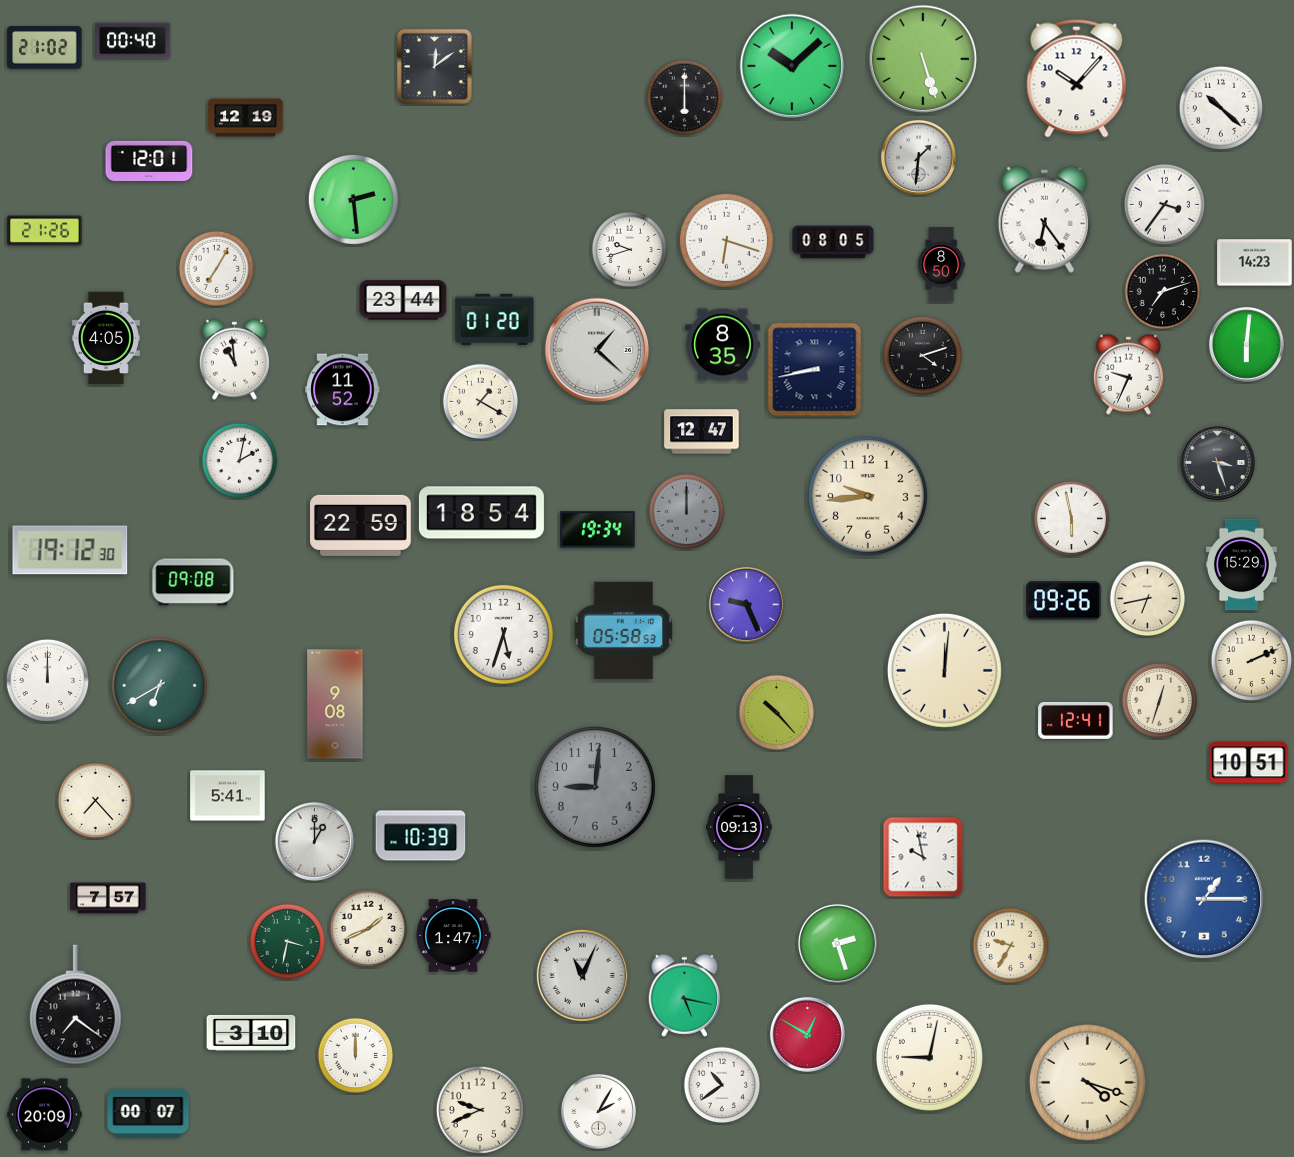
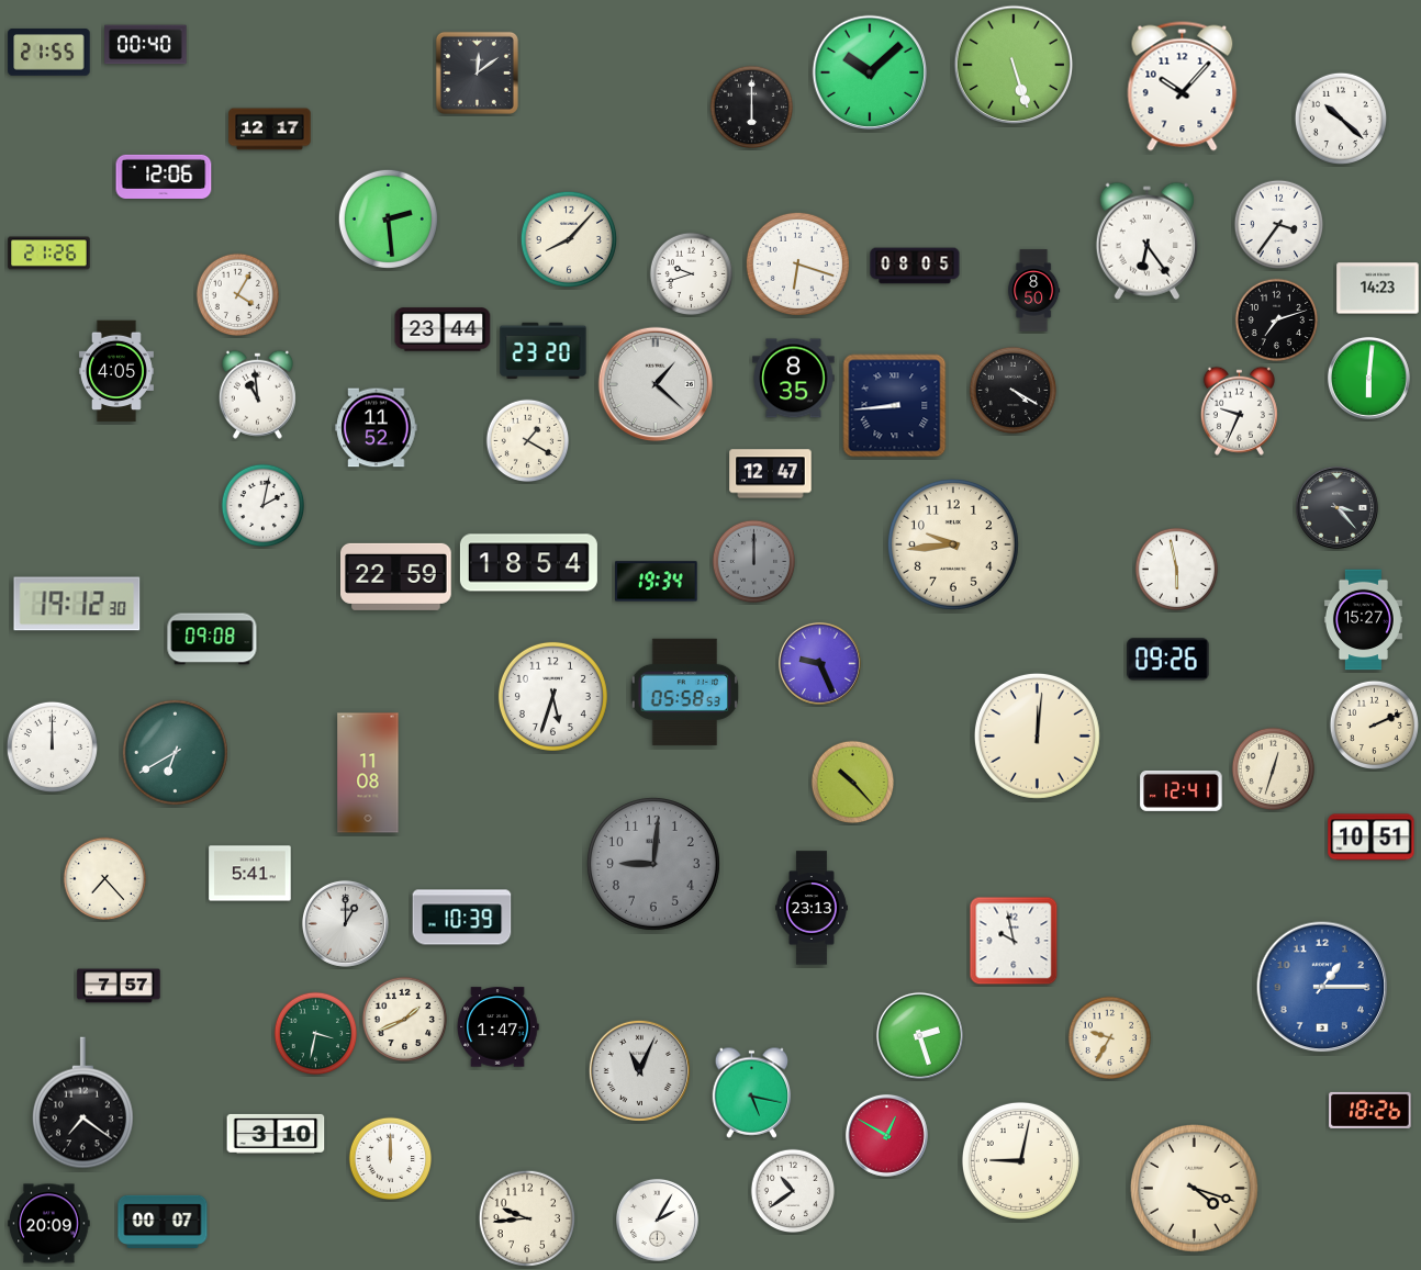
clock at (45, 48): 21:02 -> 21:55
clock at (246, 118): 12:19 -> 12:17
clock at (918, 157): 1:31 -> none
clock at (149, 161): 12:01 -> 12:06
clock at (569, 239): none -> 8:07
clock at (217, 269): 7:05 -> 4:05
clock at (495, 320): 01:20 -> 23:20
clock at (923, 356): 4:12 -> 4:20
clock at (815, 370): 8:43 -> 8:44
clock at (1217, 462): 3:27 -> 3:23
clock at (1241, 565): 15:29 -> 15:27
clock at (1148, 599): 6:43 -> none
clock at (335, 704): 9:08 -> 11:08
clock at (740, 827): 09:13 -> 23:13
clock at (1370, 1110): none -> 18:26
clock at (480, 1110): 9:41 -> 9:44
